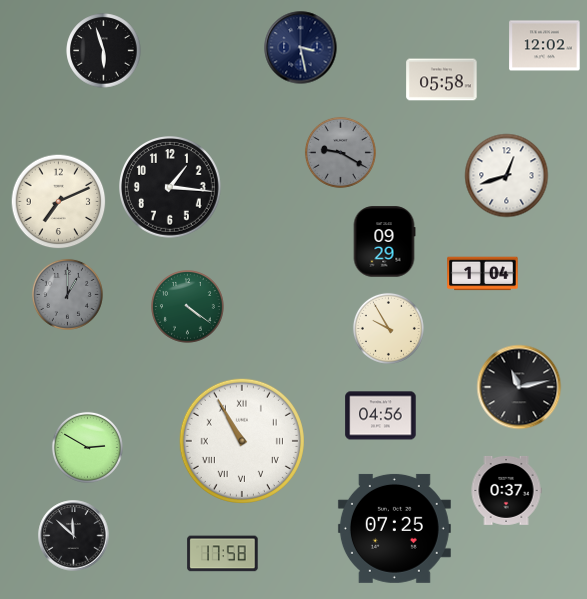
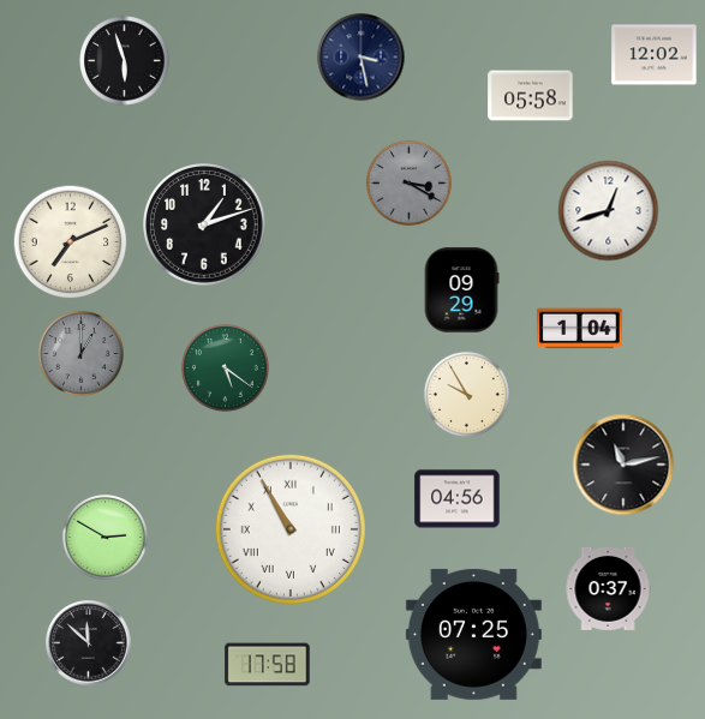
clock at (340, 152): 9:20 -> 3:20
clock at (171, 188): 1:16 -> 1:12
clock at (188, 307): 4:21 -> 5:21
